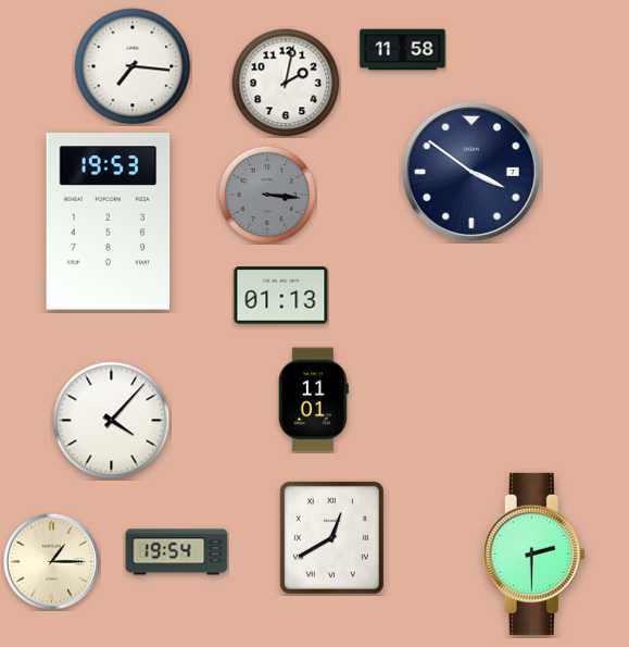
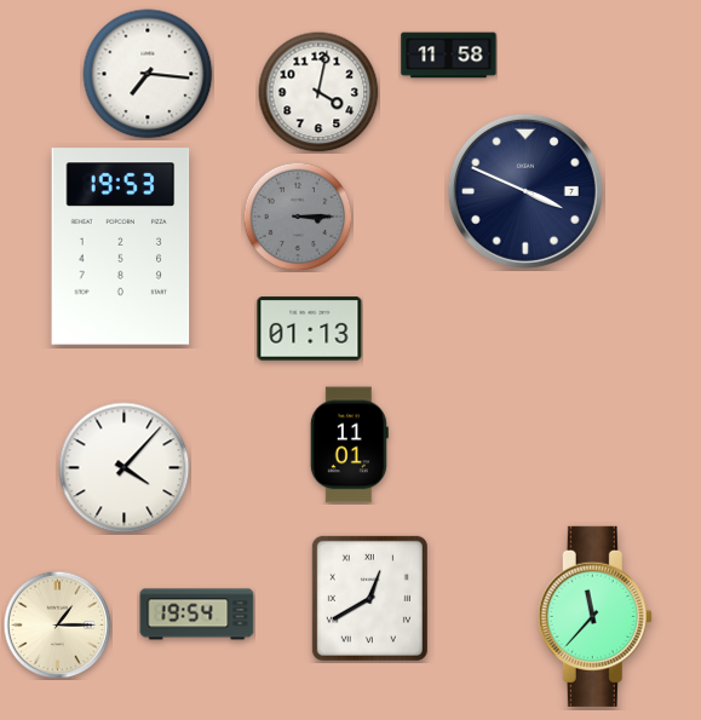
clock at (286, 83): 2:02 -> 4:02
clock at (471, 172): 3:51 -> 3:49
clock at (267, 195): 3:16 -> 3:15
clock at (281, 296) position: (281, 296) -> (310, 329)
clock at (533, 553): 2:30 -> 11:37
